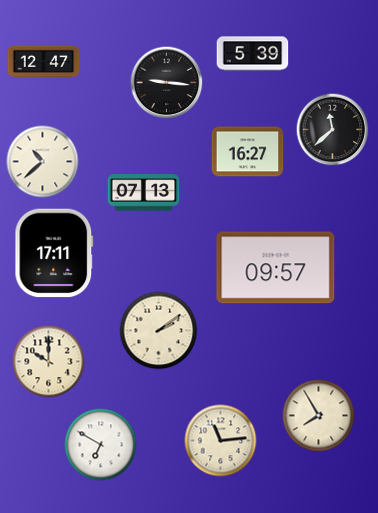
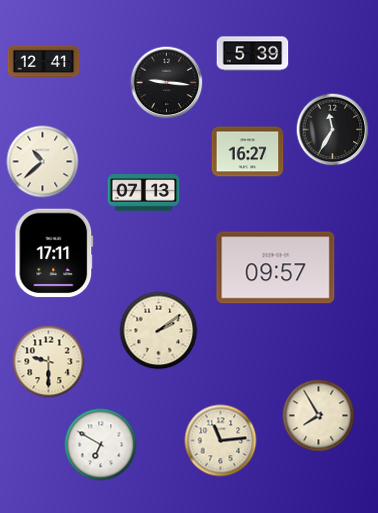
clock at (44, 62): 12:47 -> 12:41
clock at (333, 130): 11:38 -> 11:35
clock at (49, 362): 10:00 -> 9:30
